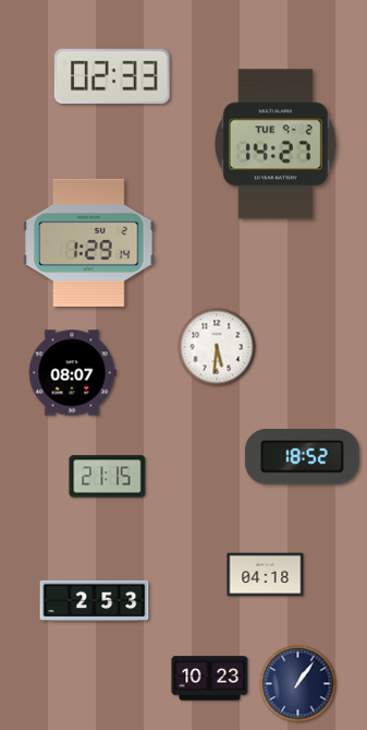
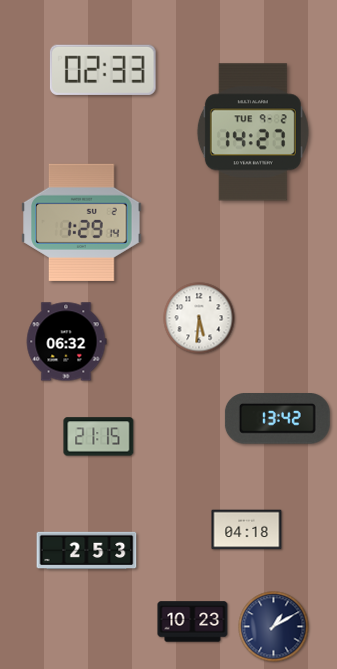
clock at (72, 373): 08:07 -> 06:32
clock at (302, 457): 18:52 -> 13:42
clock at (266, 575) position: (266, 575) -> (247, 530)
clock at (298, 684): 1:06 -> 1:10
